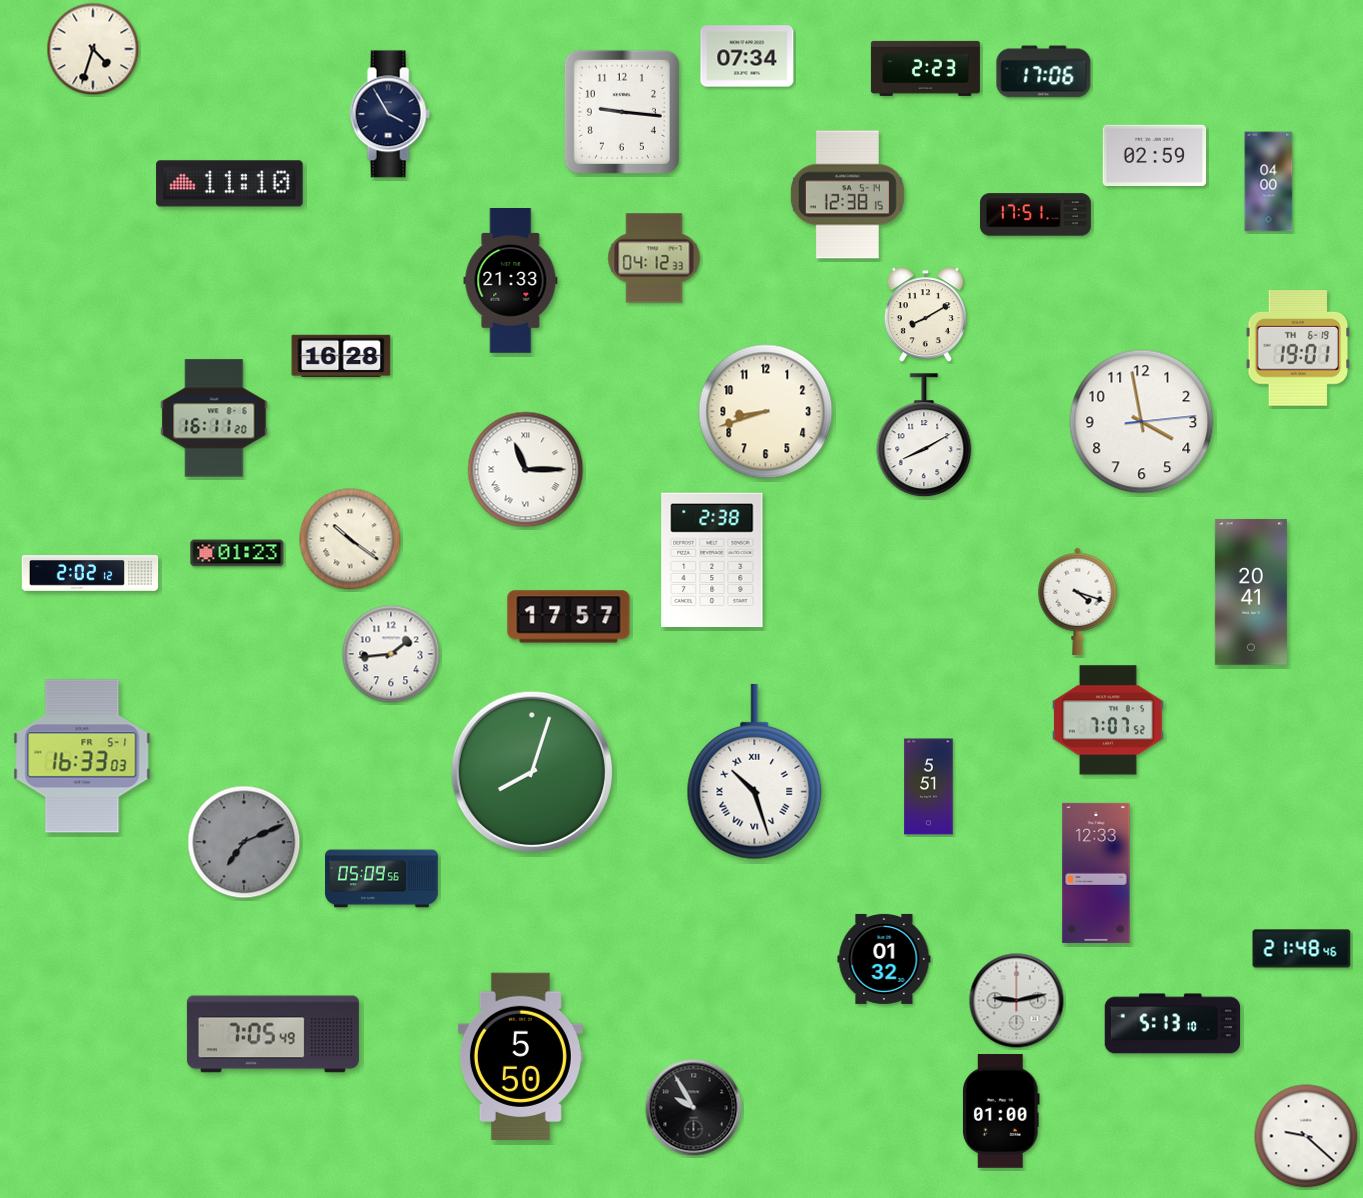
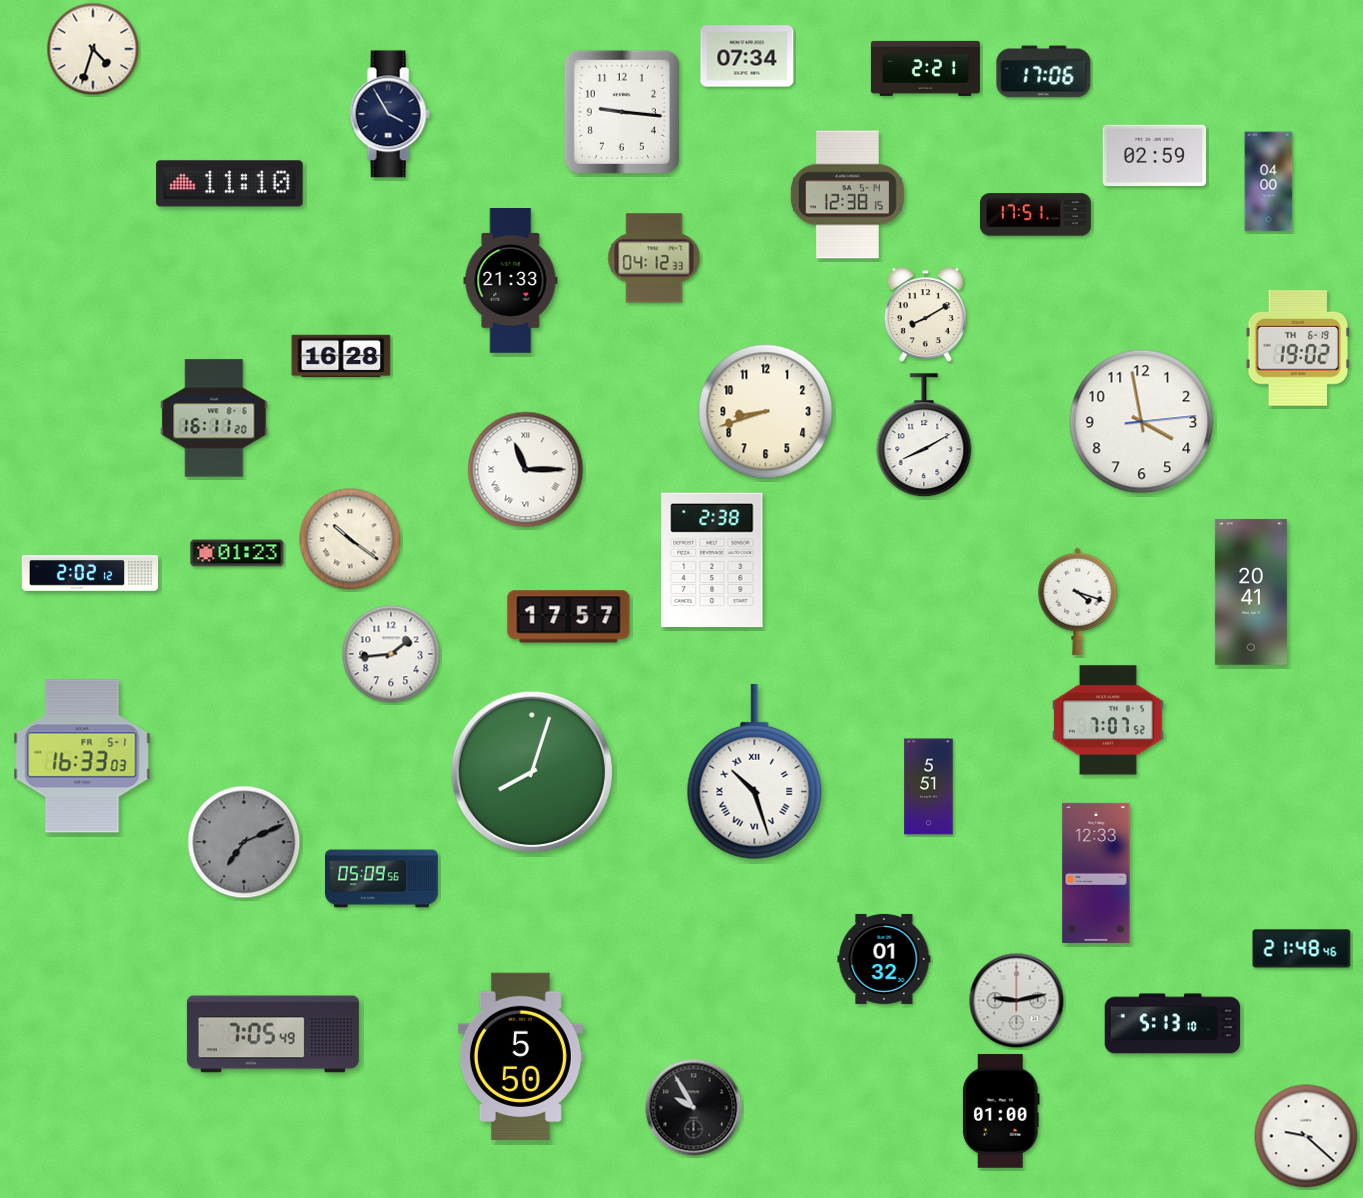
clock at (925, 68): 2:23 -> 2:21
clock at (1298, 348): 19:01 -> 19:02
